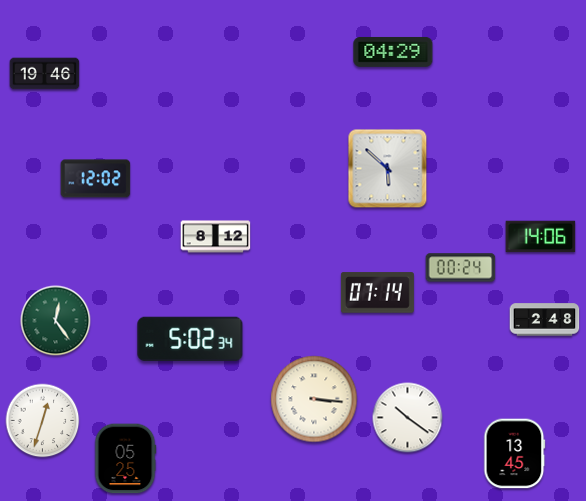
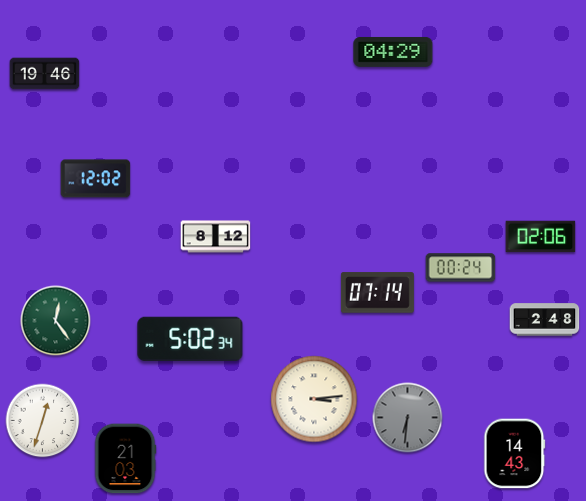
clock at (388, 169): 5:52 -> none
clock at (541, 237): 14:06 -> 02:06
clock at (314, 399): 3:16 -> 3:14
clock at (408, 418): 10:21 -> 6:31
clock at (408, 418) dial: white -> grey
clock at (515, 454): 13:45 -> 14:43
clock at (125, 459): 05:25 -> 21:03
